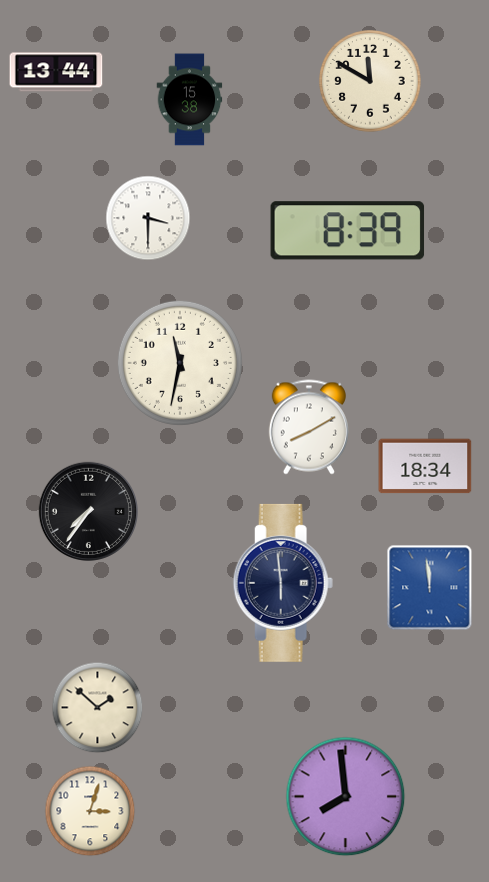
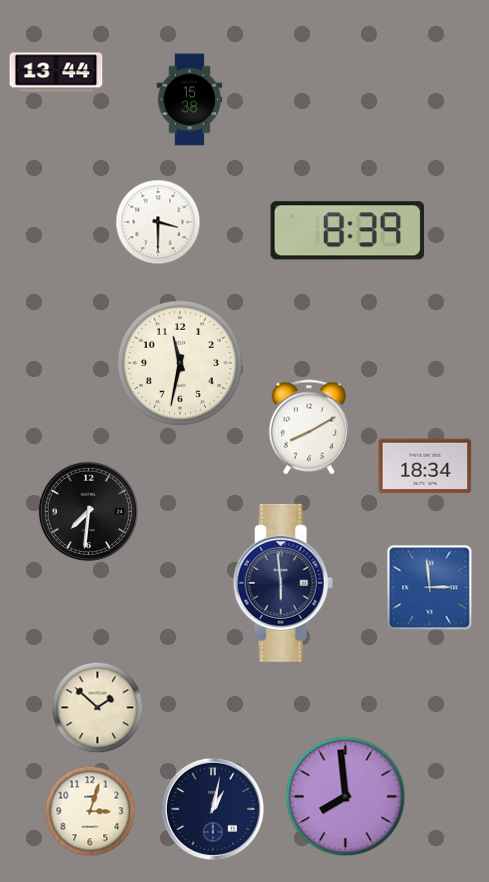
clock at (371, 82): 11:50 -> none
clock at (148, 218) position: (148, 218) -> (158, 222)
clock at (88, 511): 7:36 -> 7:31
clock at (430, 588): 11:59 -> 2:59
clock at (213, 809): none -> 1:02
